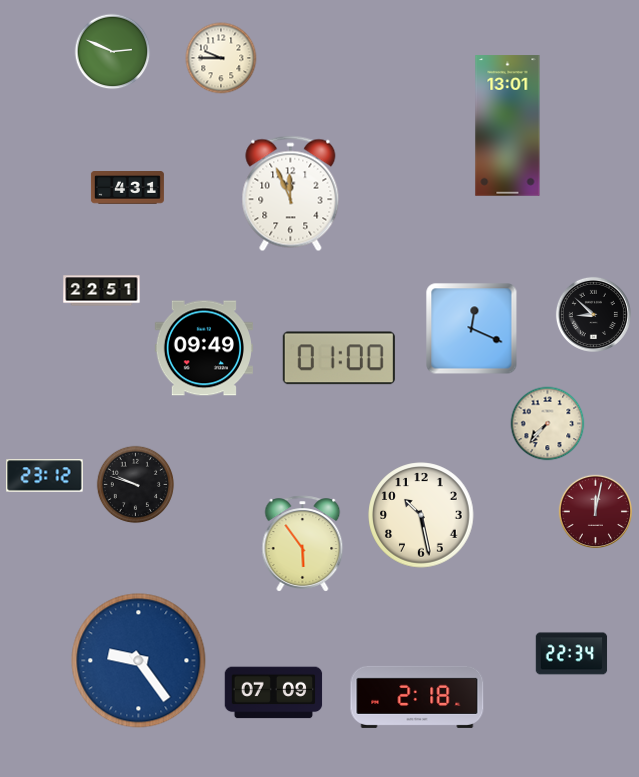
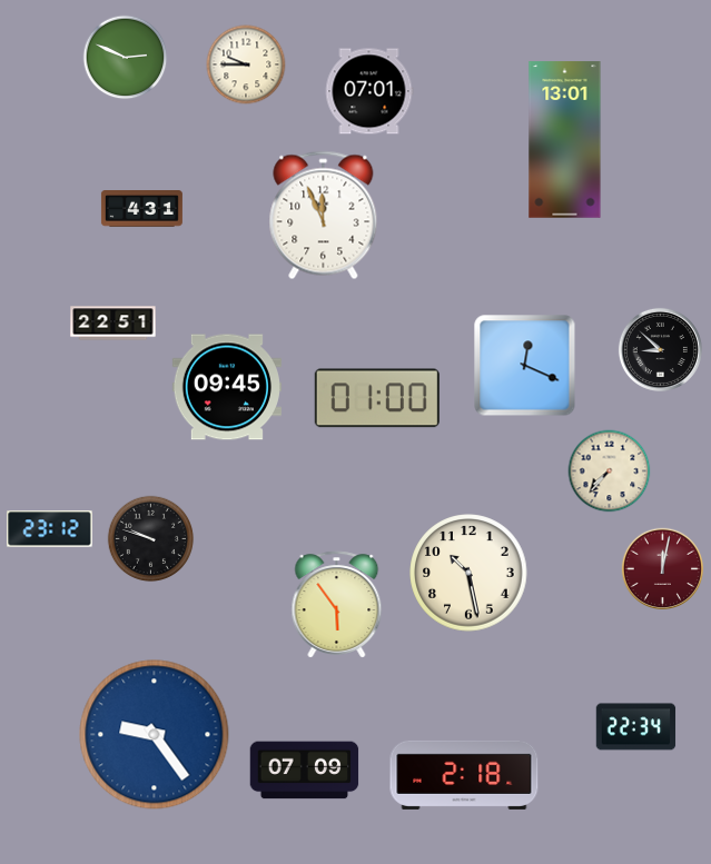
clock at (369, 91): none -> 07:01
clock at (204, 348): 09:49 -> 09:45
